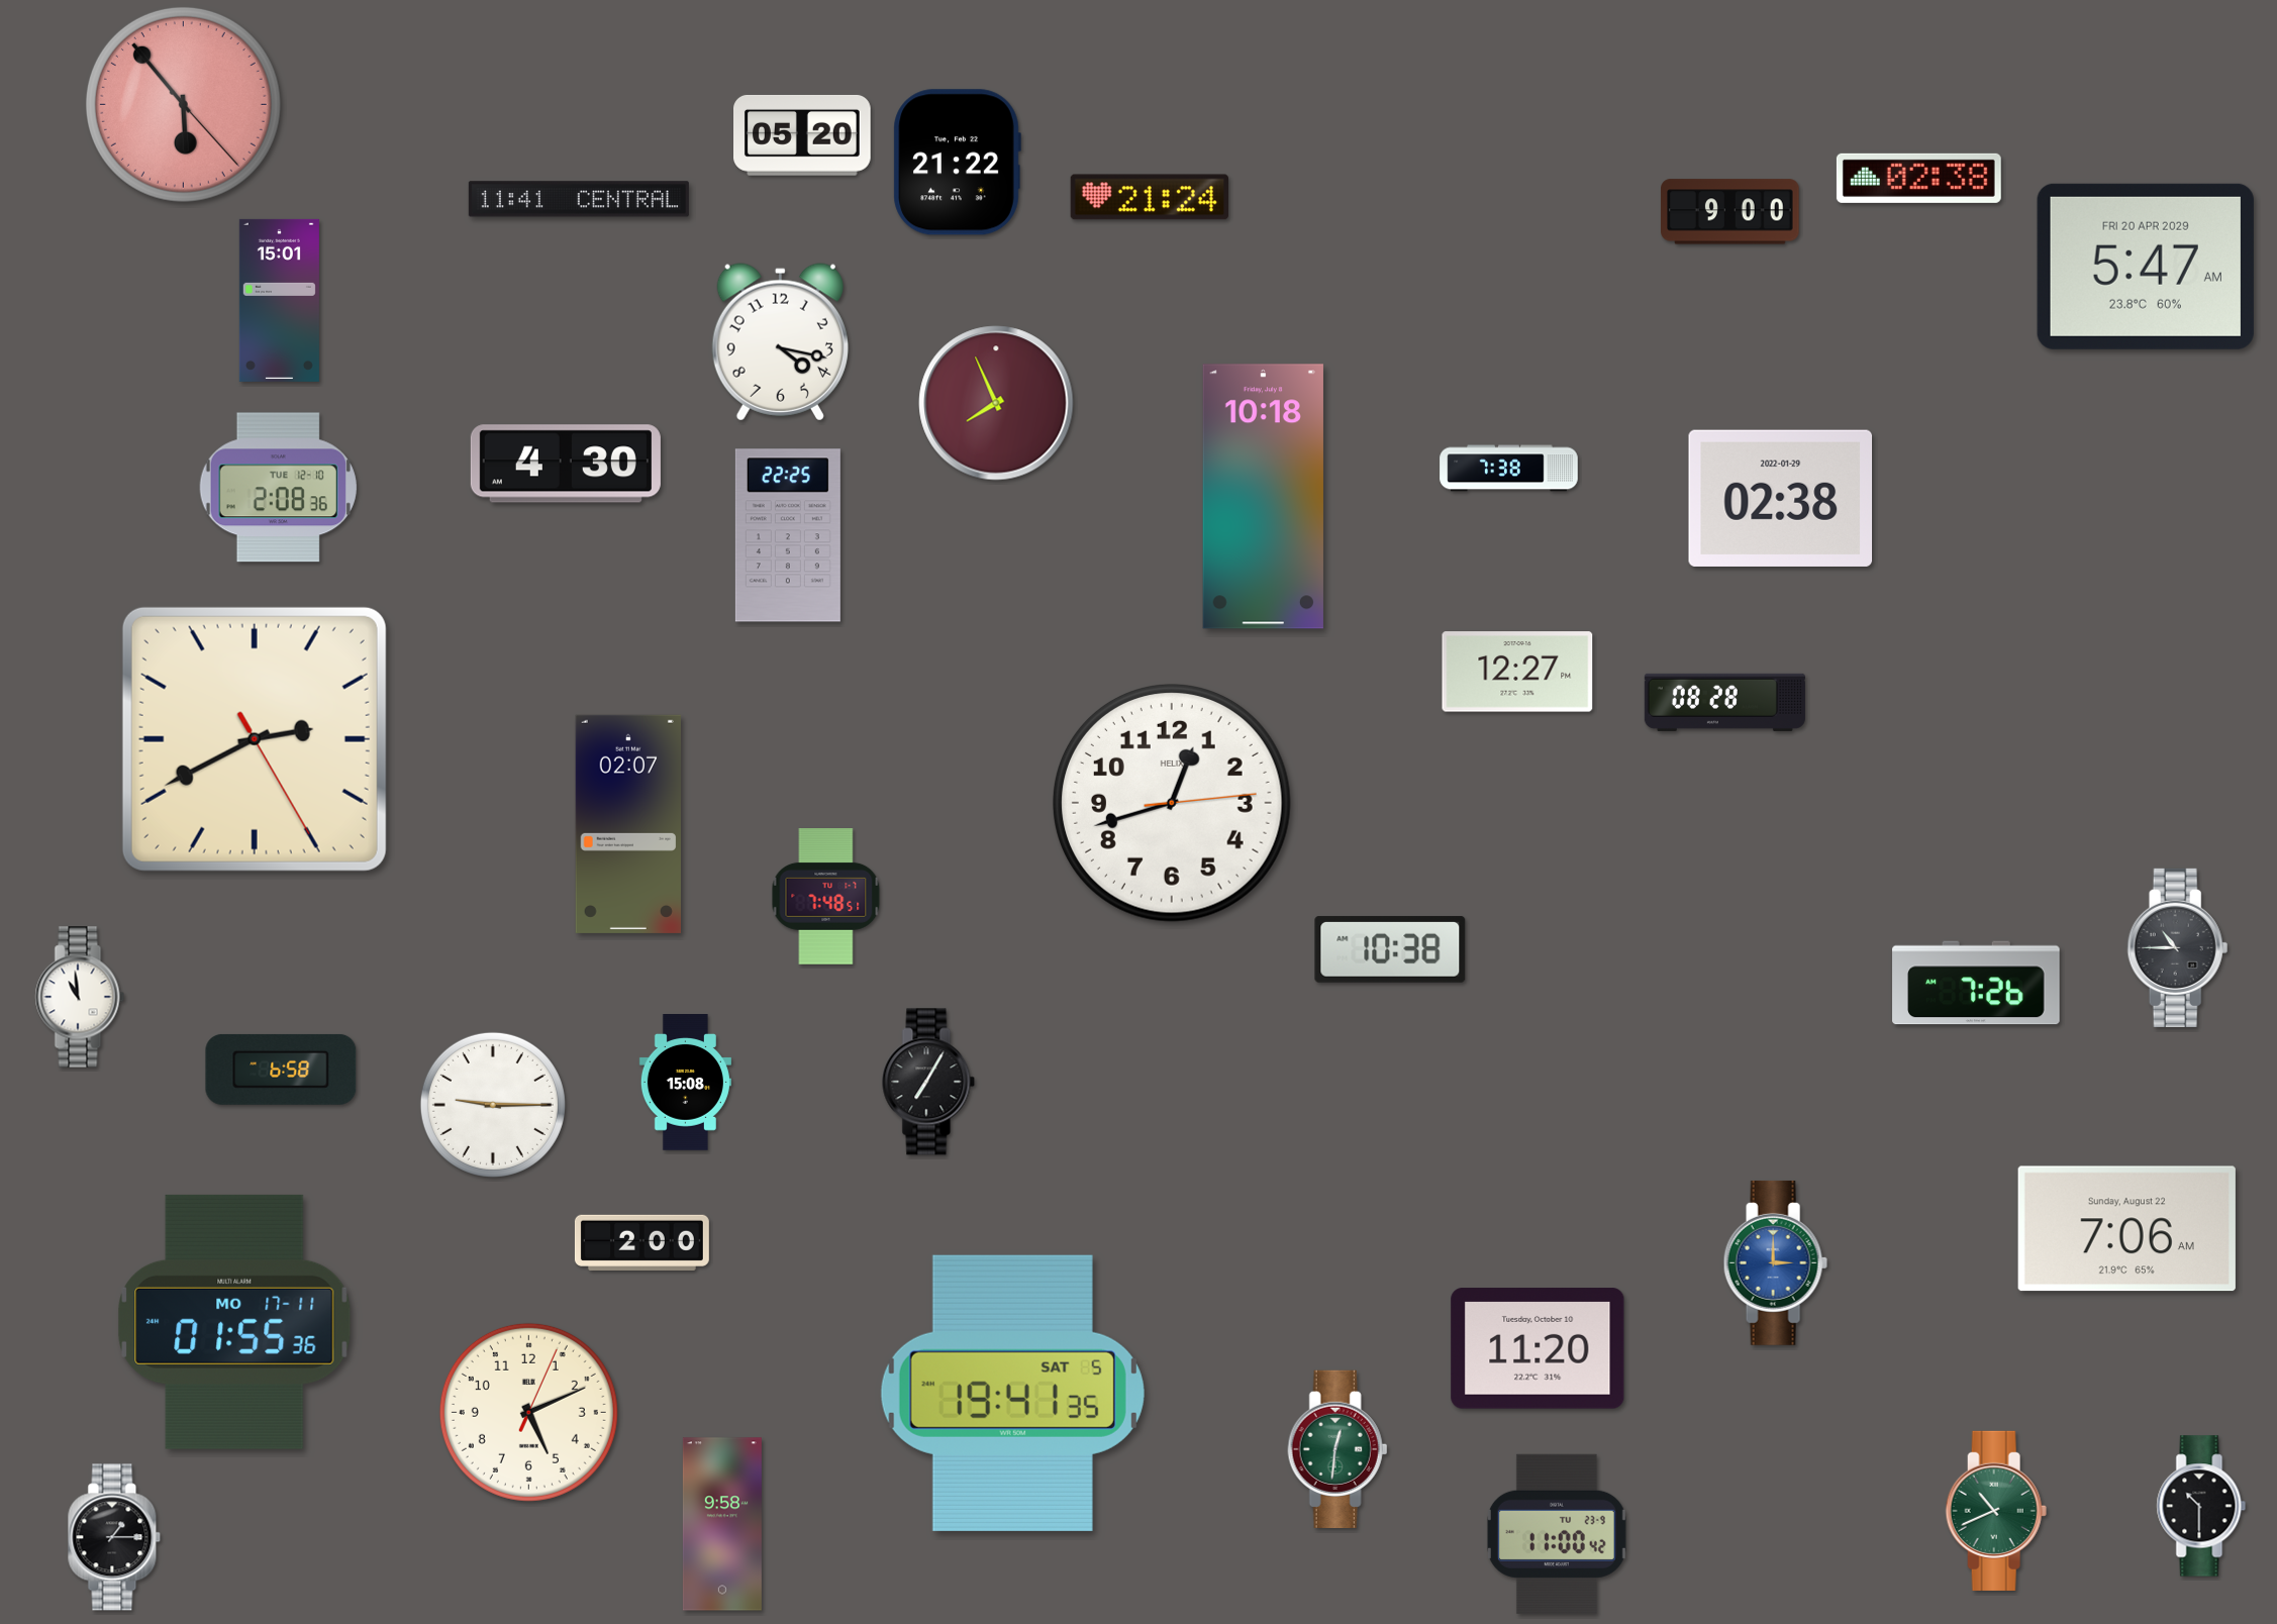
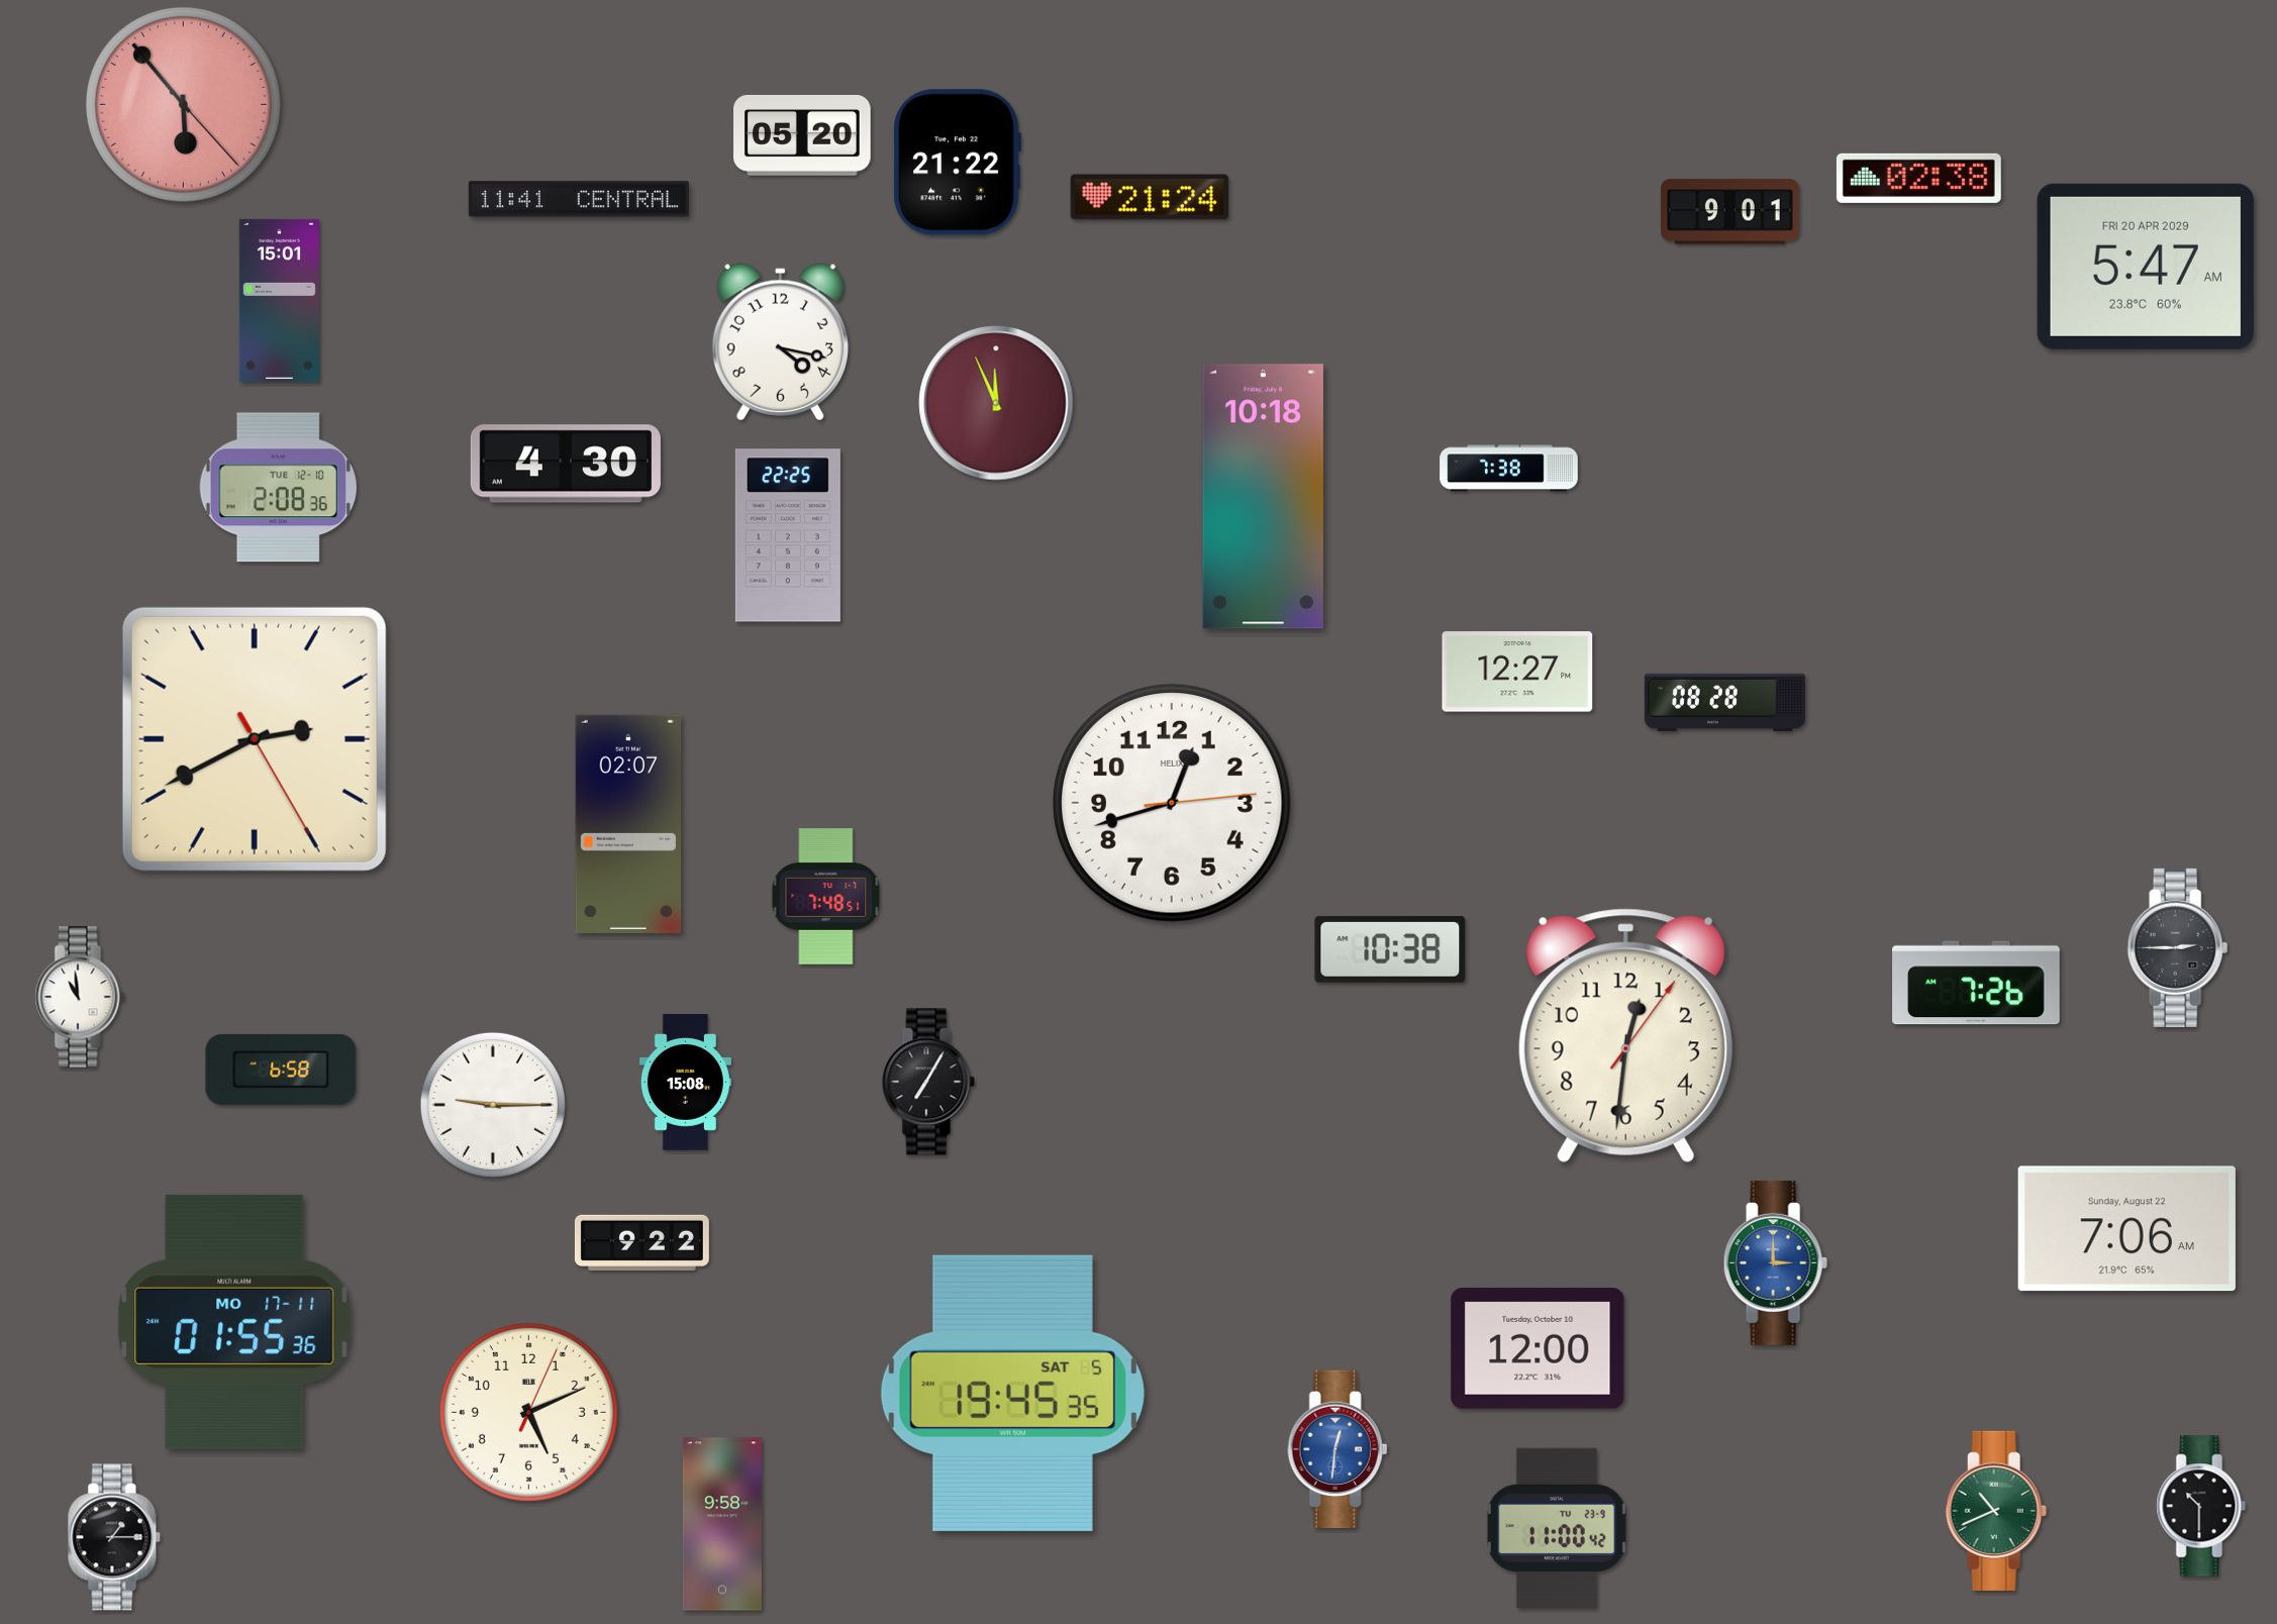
clock at (1730, 212): 9:00 -> 9:01
clock at (996, 403): 7:56 -> 11:56
clock at (1781, 498): 02:38 -> none
clock at (2178, 947): 10:45 -> 2:45
clock at (1625, 1035): none -> 12:31
clock at (641, 1242): 2:00 -> 9:22
clock at (1538, 1348): 11:20 -> 12:00
clock at (1012, 1393): 19:41 -> 19:45
clock at (1338, 1448) dial: green -> blue
clock at (1557, 1534) position: (1557, 1534) -> (1557, 1528)
